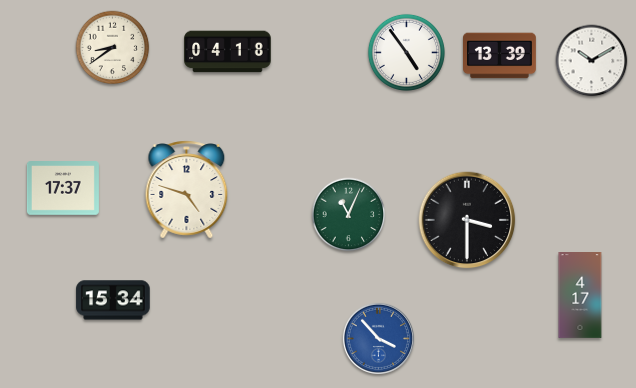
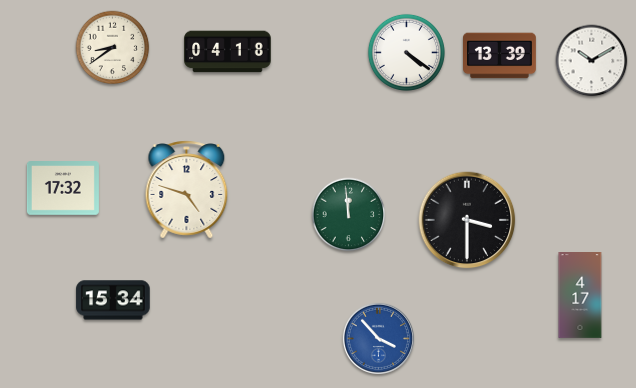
clock at (406, 52): 4:54 -> 4:21
clock at (63, 188): 17:37 -> 17:32
clock at (349, 215): 11:04 -> 11:59
